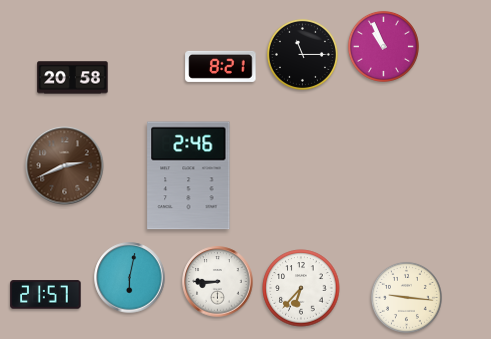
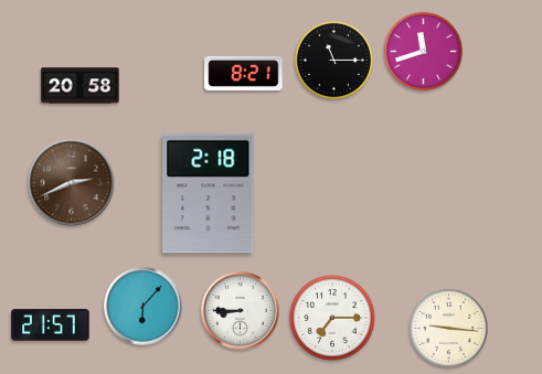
clock at (383, 46): 10:56 -> 11:42
clock at (189, 176): 2:46 -> 2:18
clock at (130, 278): 6:02 -> 6:07
clock at (301, 288): 6:37 -> 7:15
